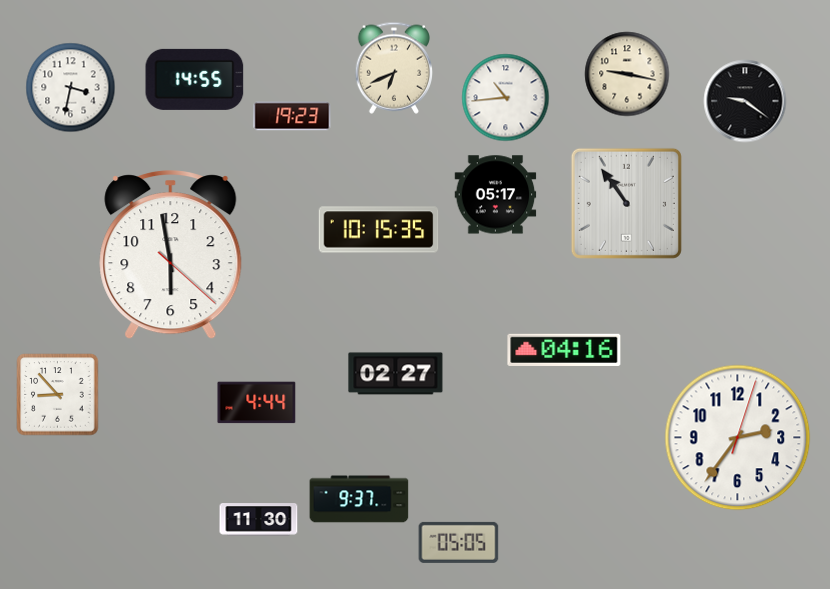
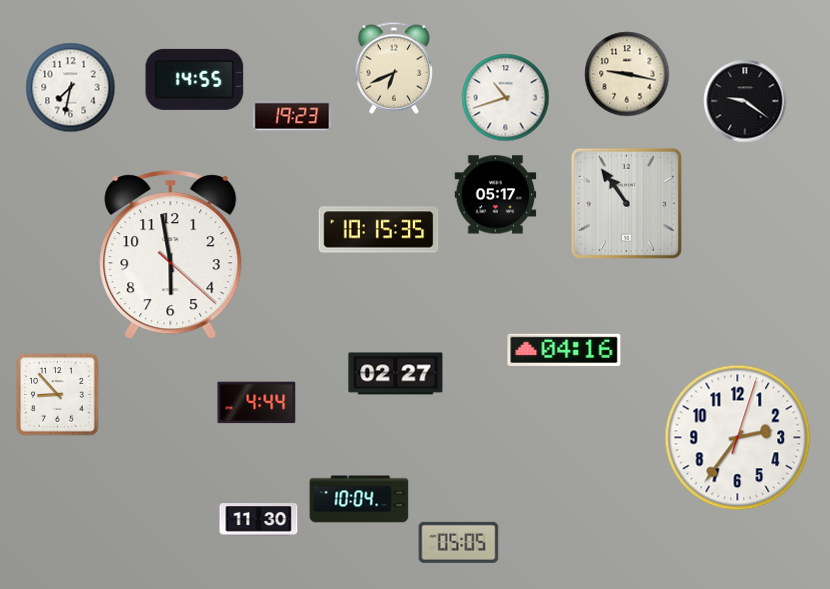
clock at (71, 88): 3:32 -> 7:32
clock at (506, 98): 10:44 -> 10:42
clock at (359, 499): 9:37 -> 10:04
